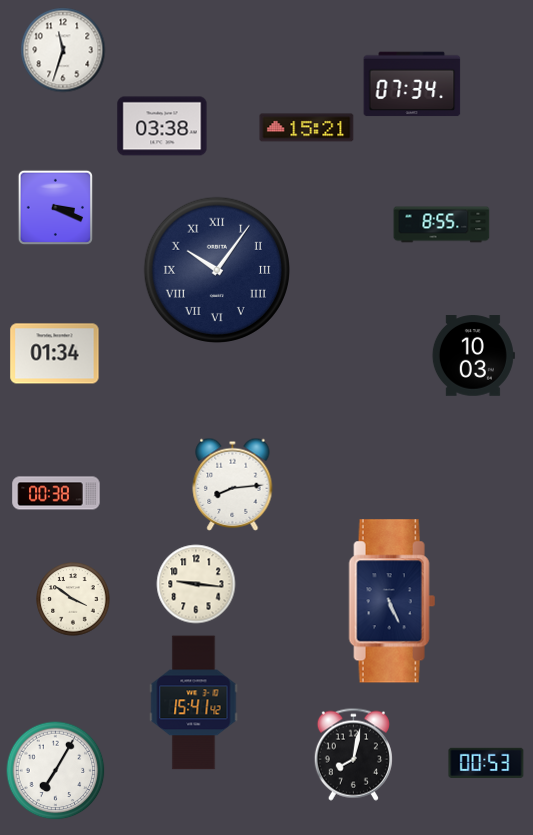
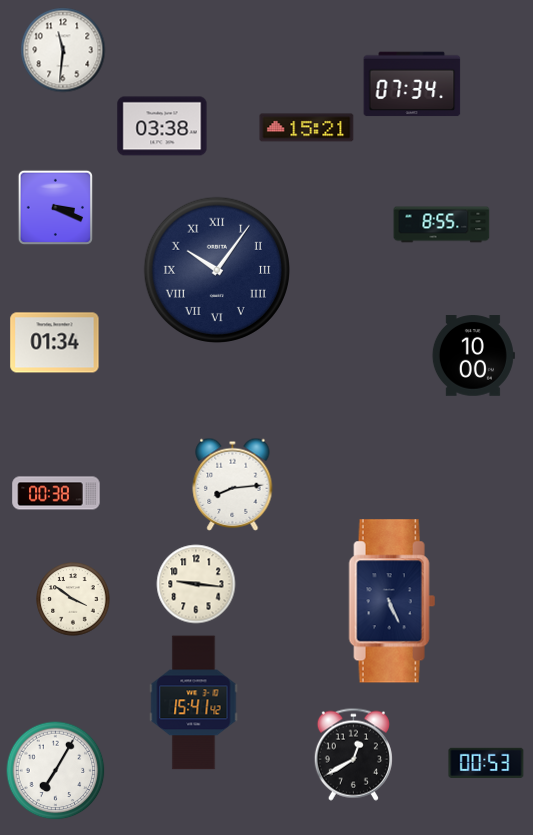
clock at (63, 50): 11:33 -> 11:31
clock at (55, 354) position: (55, 354) -> (55, 343)
clock at (473, 356): 10:03 -> 10:00
clock at (353, 754): 8:02 -> 12:40
